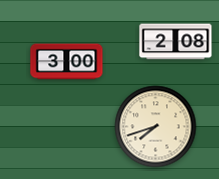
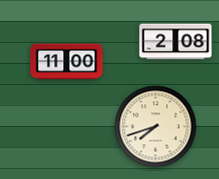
clock at (67, 62): 3:00 -> 11:00
